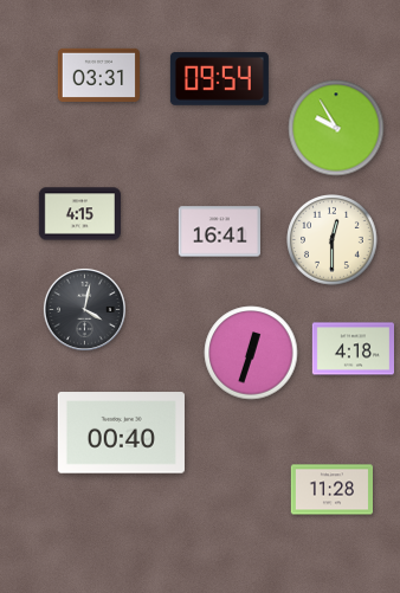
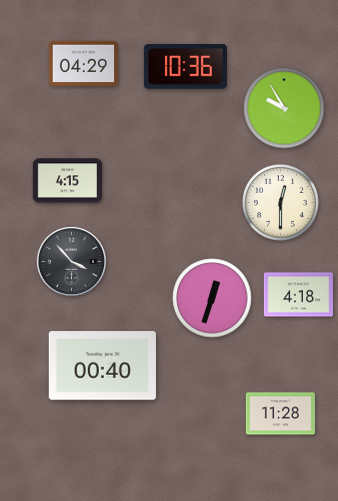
clock at (98, 75): 03:31 -> 04:29
clock at (219, 79): 09:54 -> 10:36
clock at (219, 232): 16:41 -> none
clock at (84, 309): 4:02 -> 3:53
